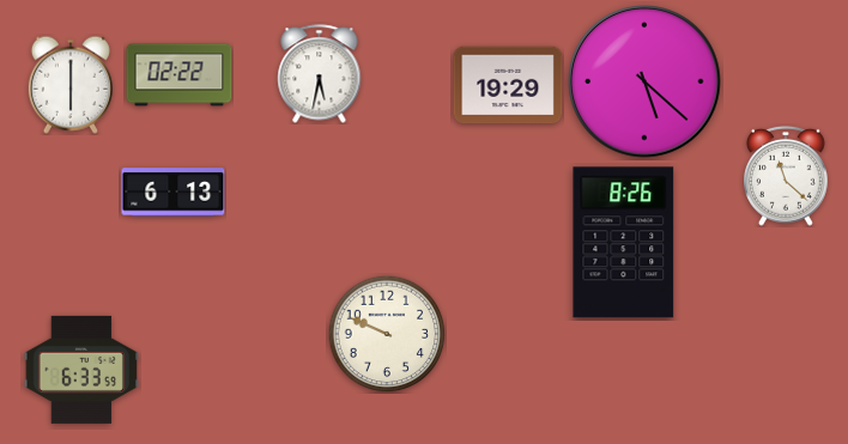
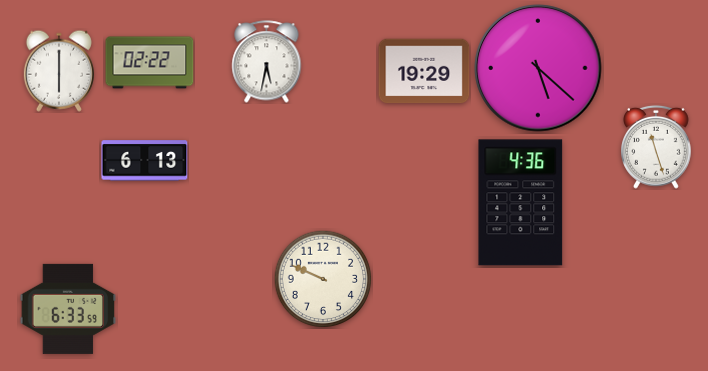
clock at (787, 176): 11:22 -> 11:27
clock at (624, 243): 8:26 -> 4:36
